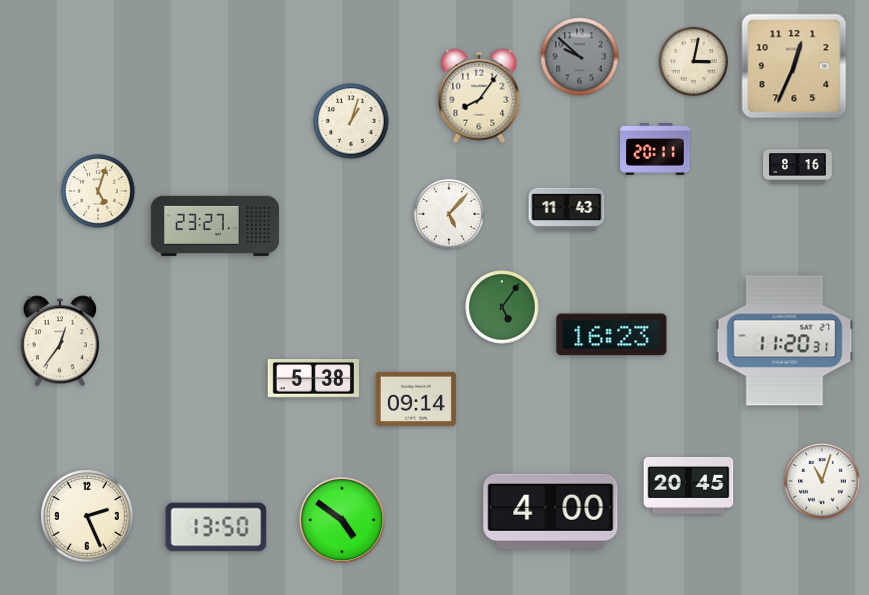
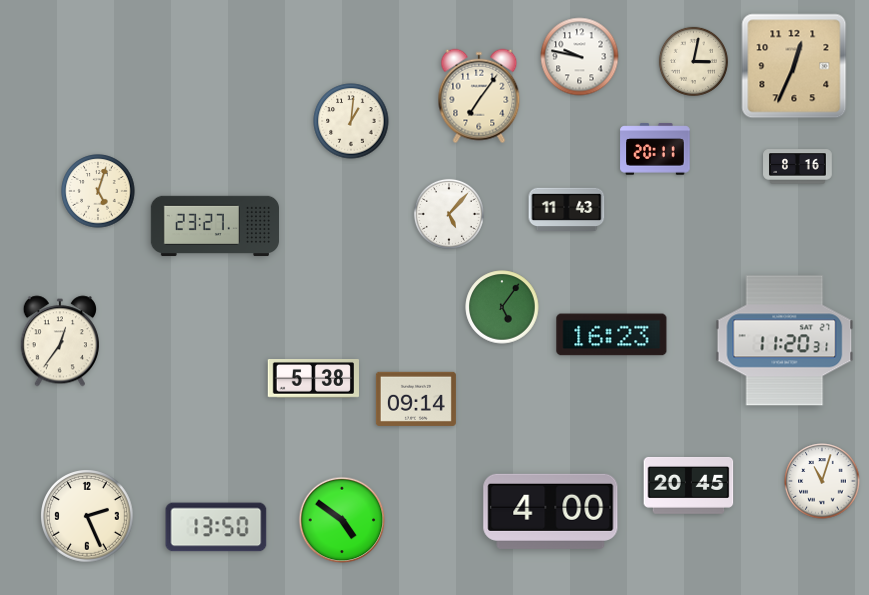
clock at (580, 57): 9:52 -> 9:47
clock at (580, 57) dial: grey -> white
clock at (479, 96): 8:06 -> 7:06
clock at (351, 121): 1:03 -> 1:01
